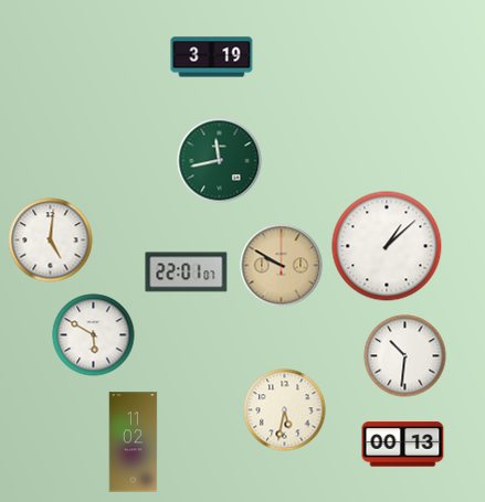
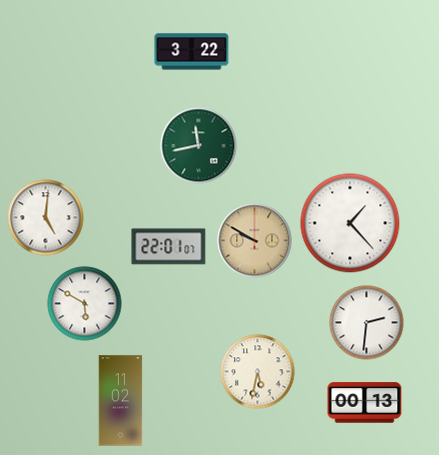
clock at (212, 57): 3:19 -> 3:22
clock at (387, 246): 1:08 -> 1:23
clock at (405, 356): 10:31 -> 2:31
